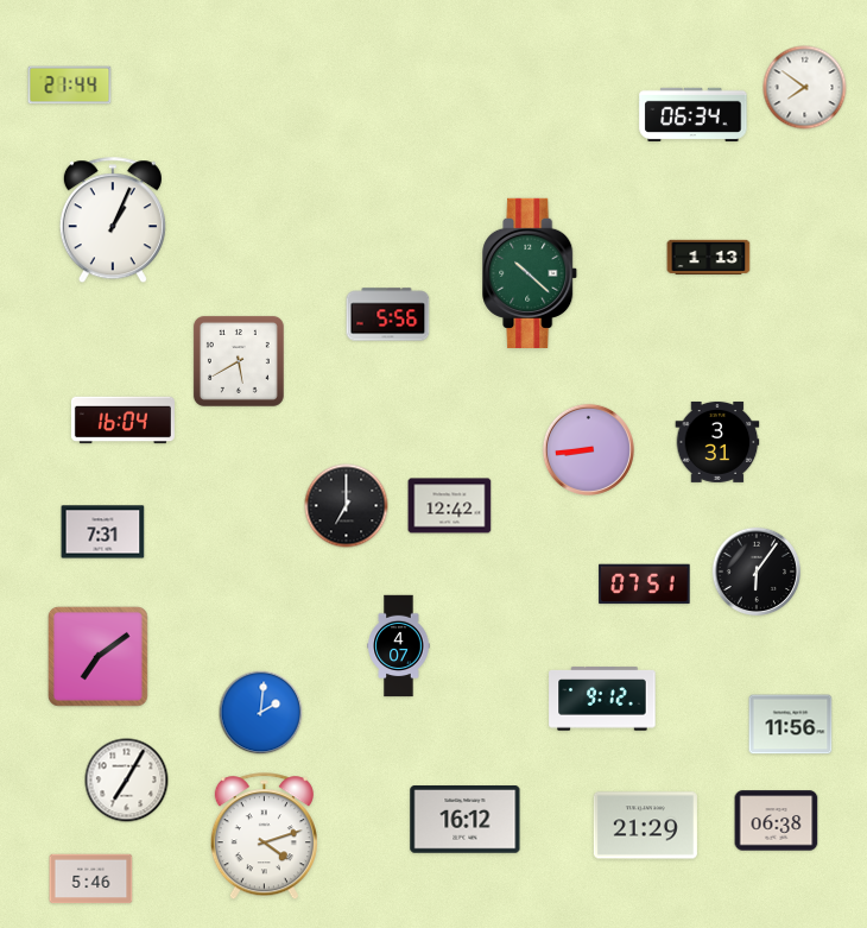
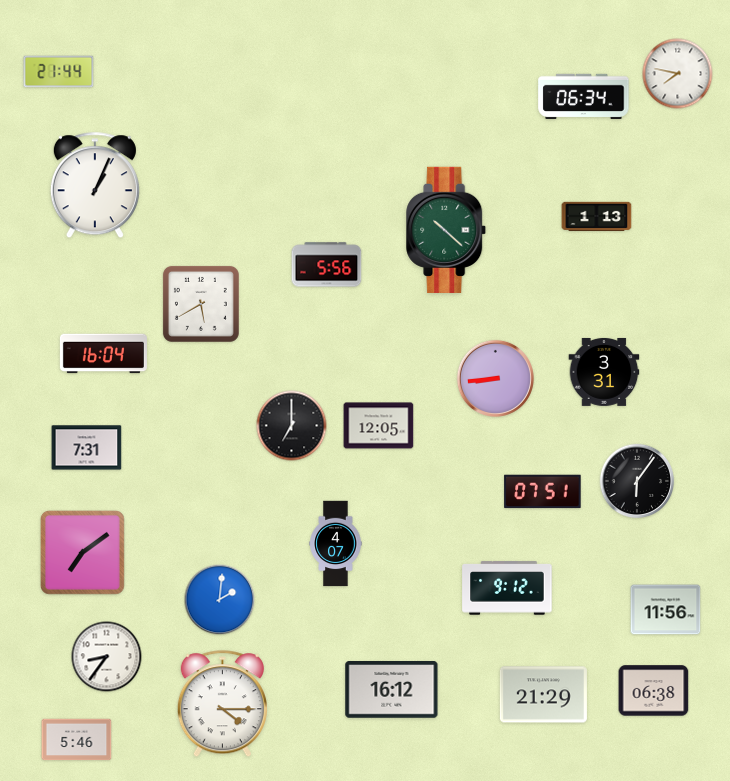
clock at (805, 88): 7:51 -> 7:47
clock at (450, 506): 12:42 -> 12:05
clock at (127, 781): 7:05 -> 8:36
clock at (264, 837): 4:12 -> 4:15
